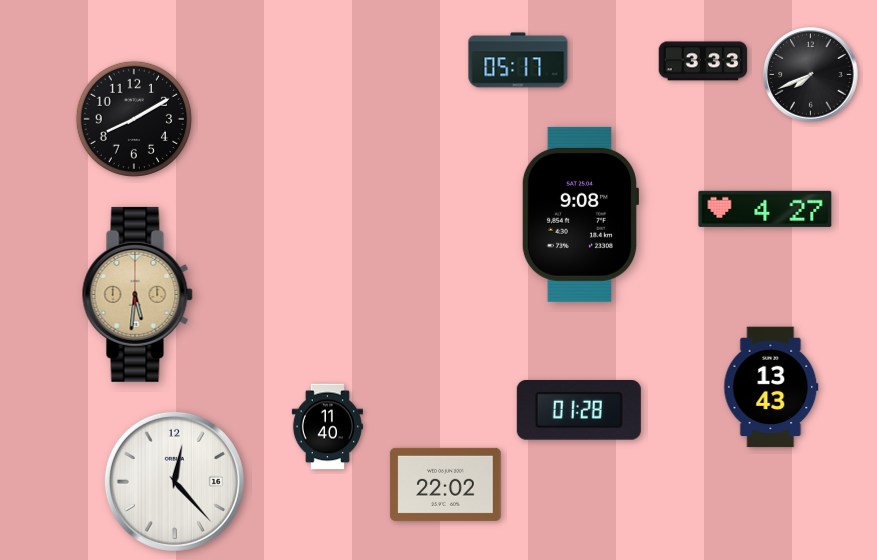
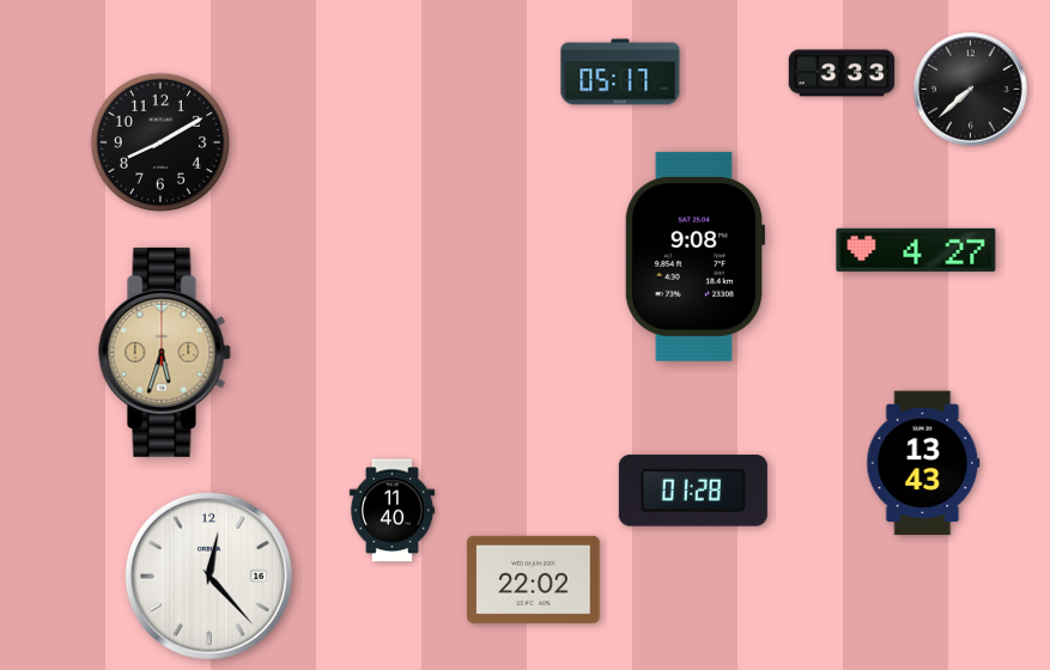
clock at (811, 75): 7:41 -> 7:38
clock at (137, 294): 5:31 -> 5:33
